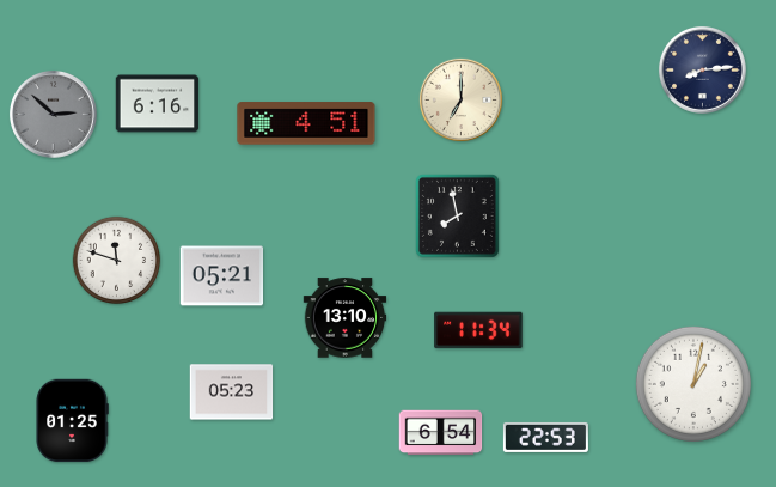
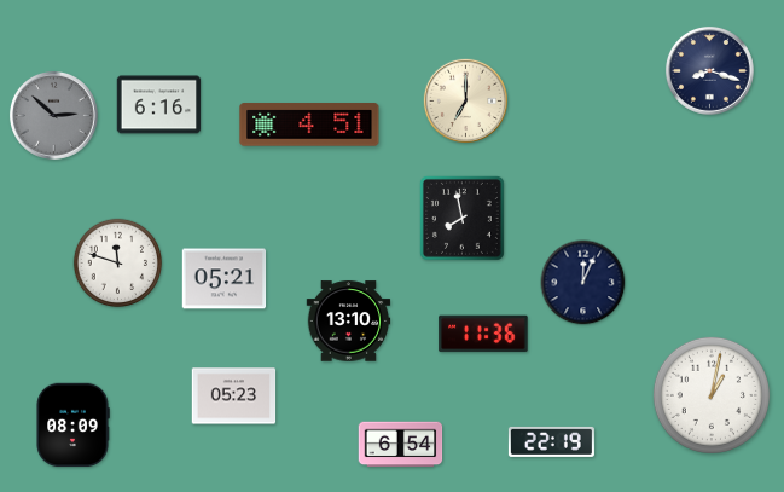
clock at (702, 69): 8:14 -> 8:18
clock at (583, 283): none -> 12:04
clock at (478, 330): 11:34 -> 11:36
clock at (693, 384) position: (693, 384) -> (712, 395)
clock at (72, 421): 01:25 -> 08:09
clock at (441, 433) position: (441, 433) -> (401, 445)
clock at (545, 437): 22:53 -> 22:19
